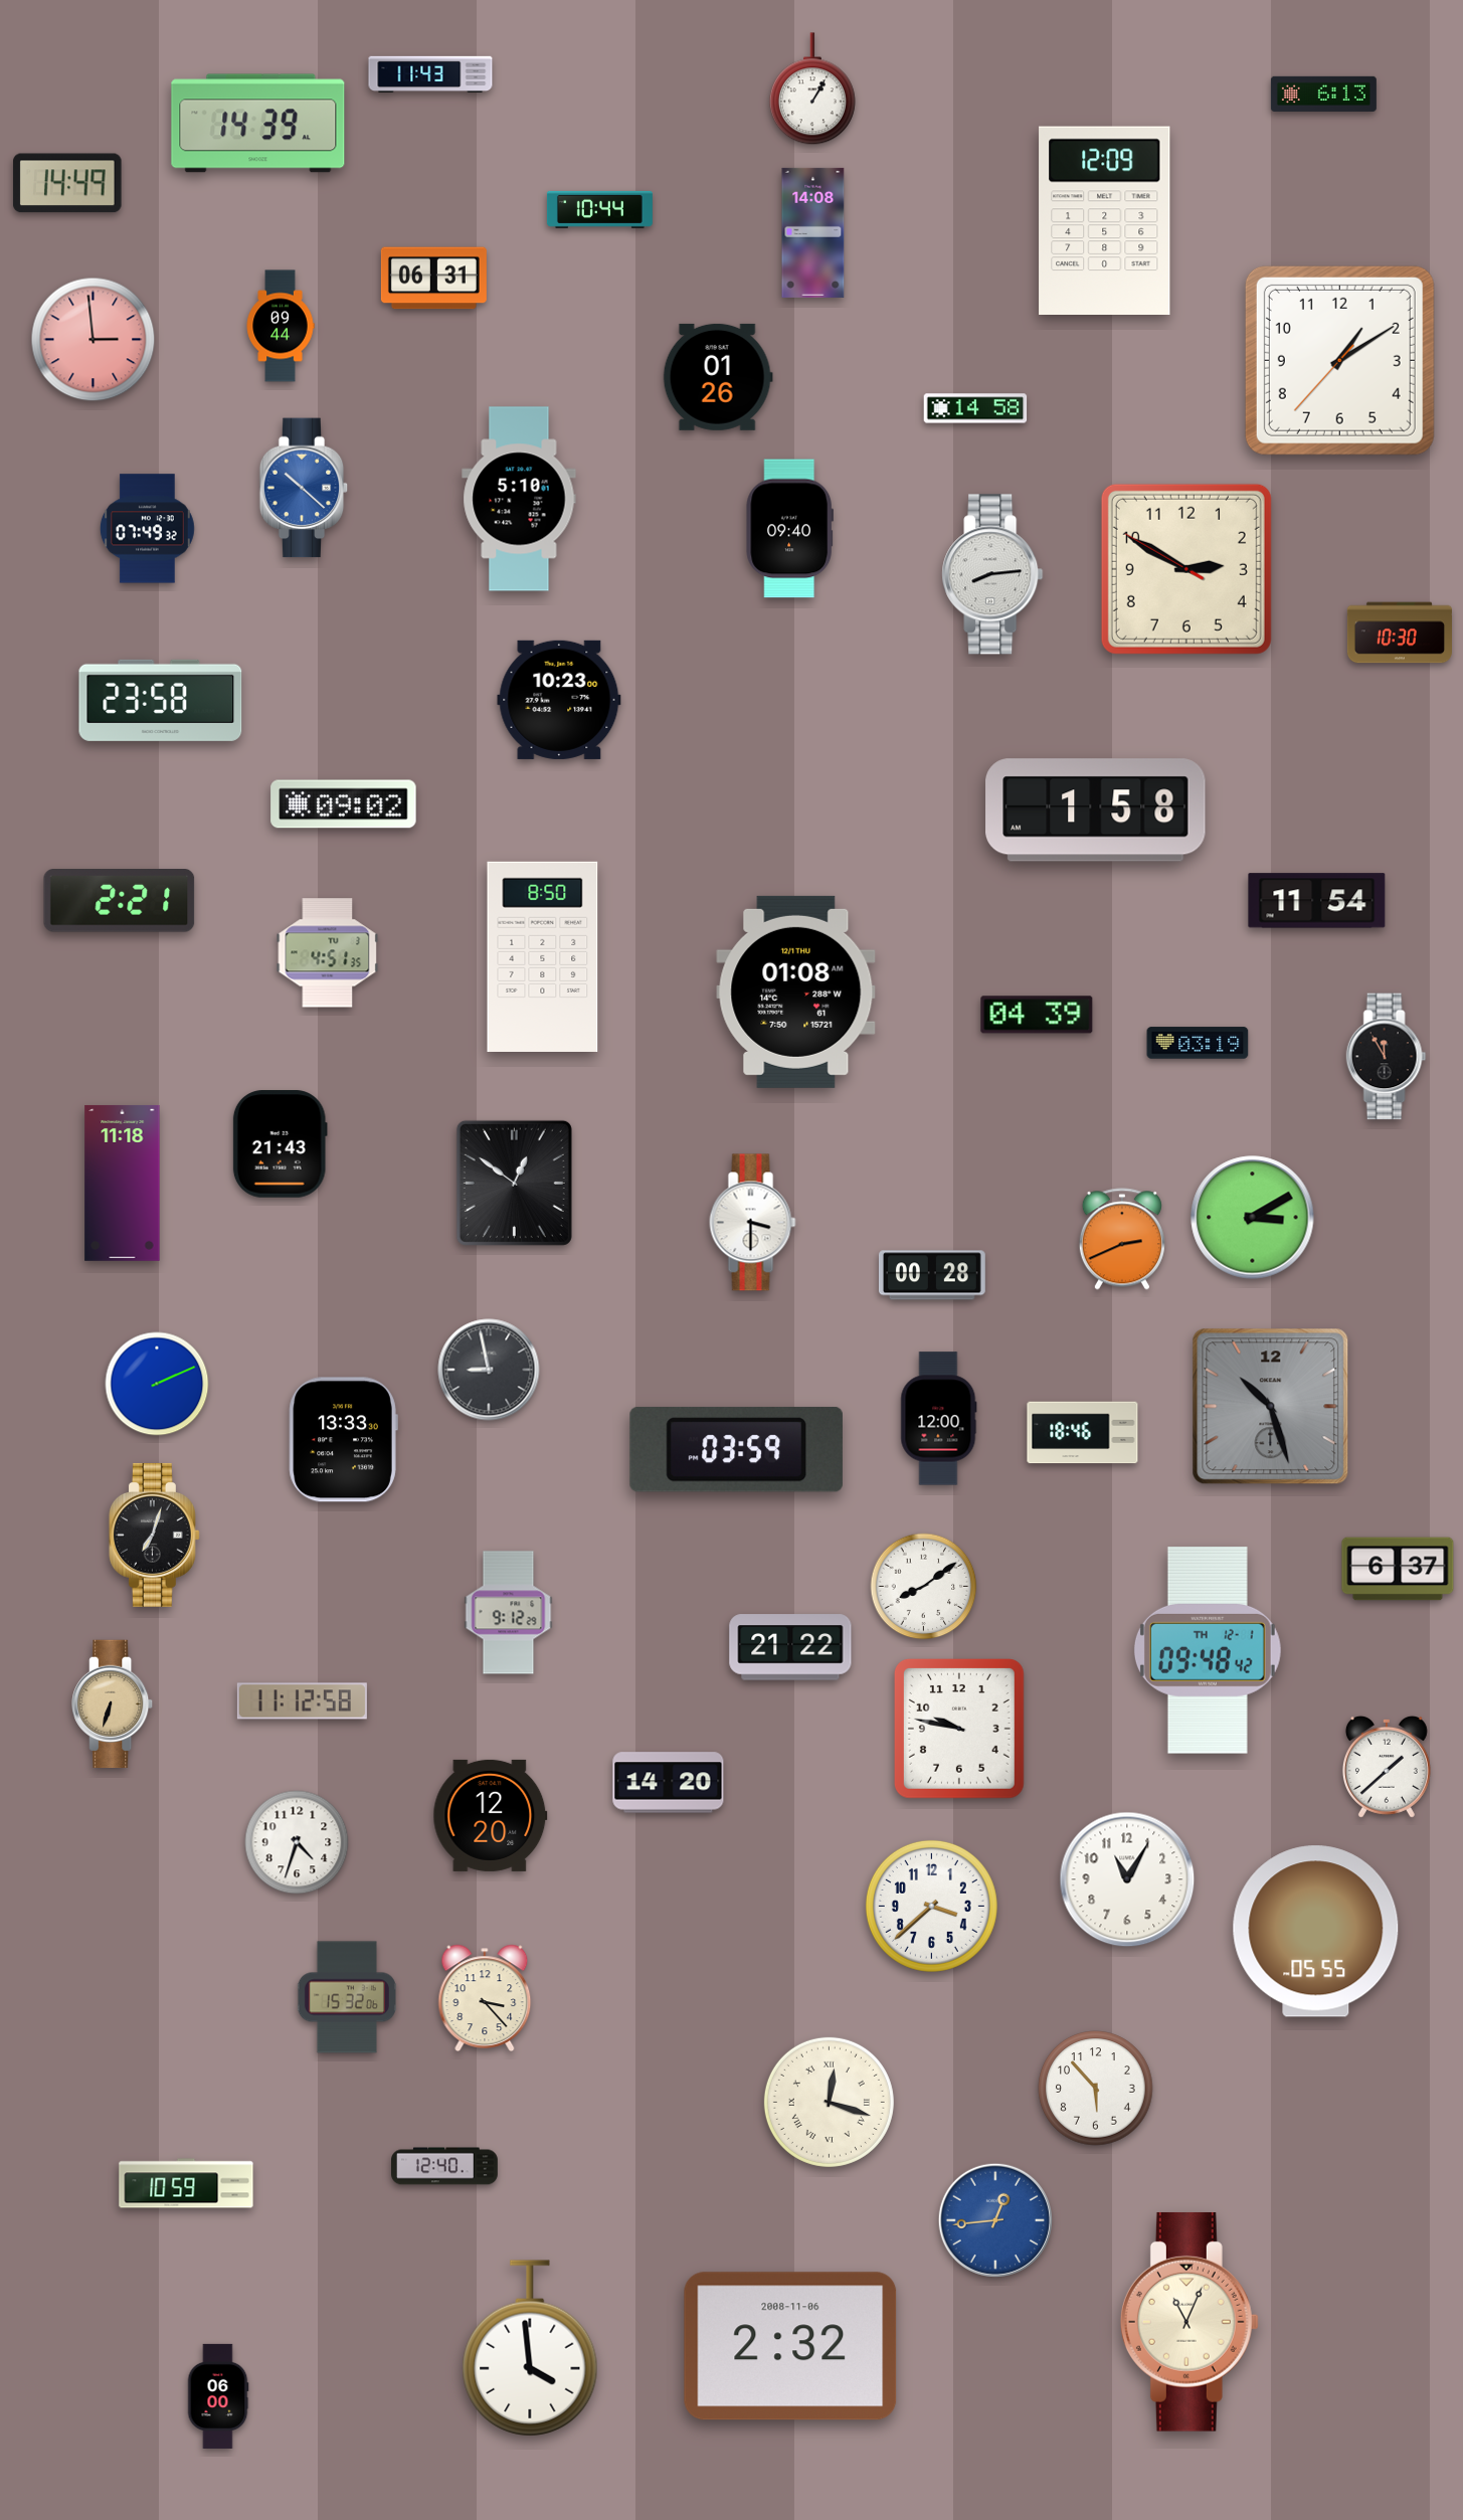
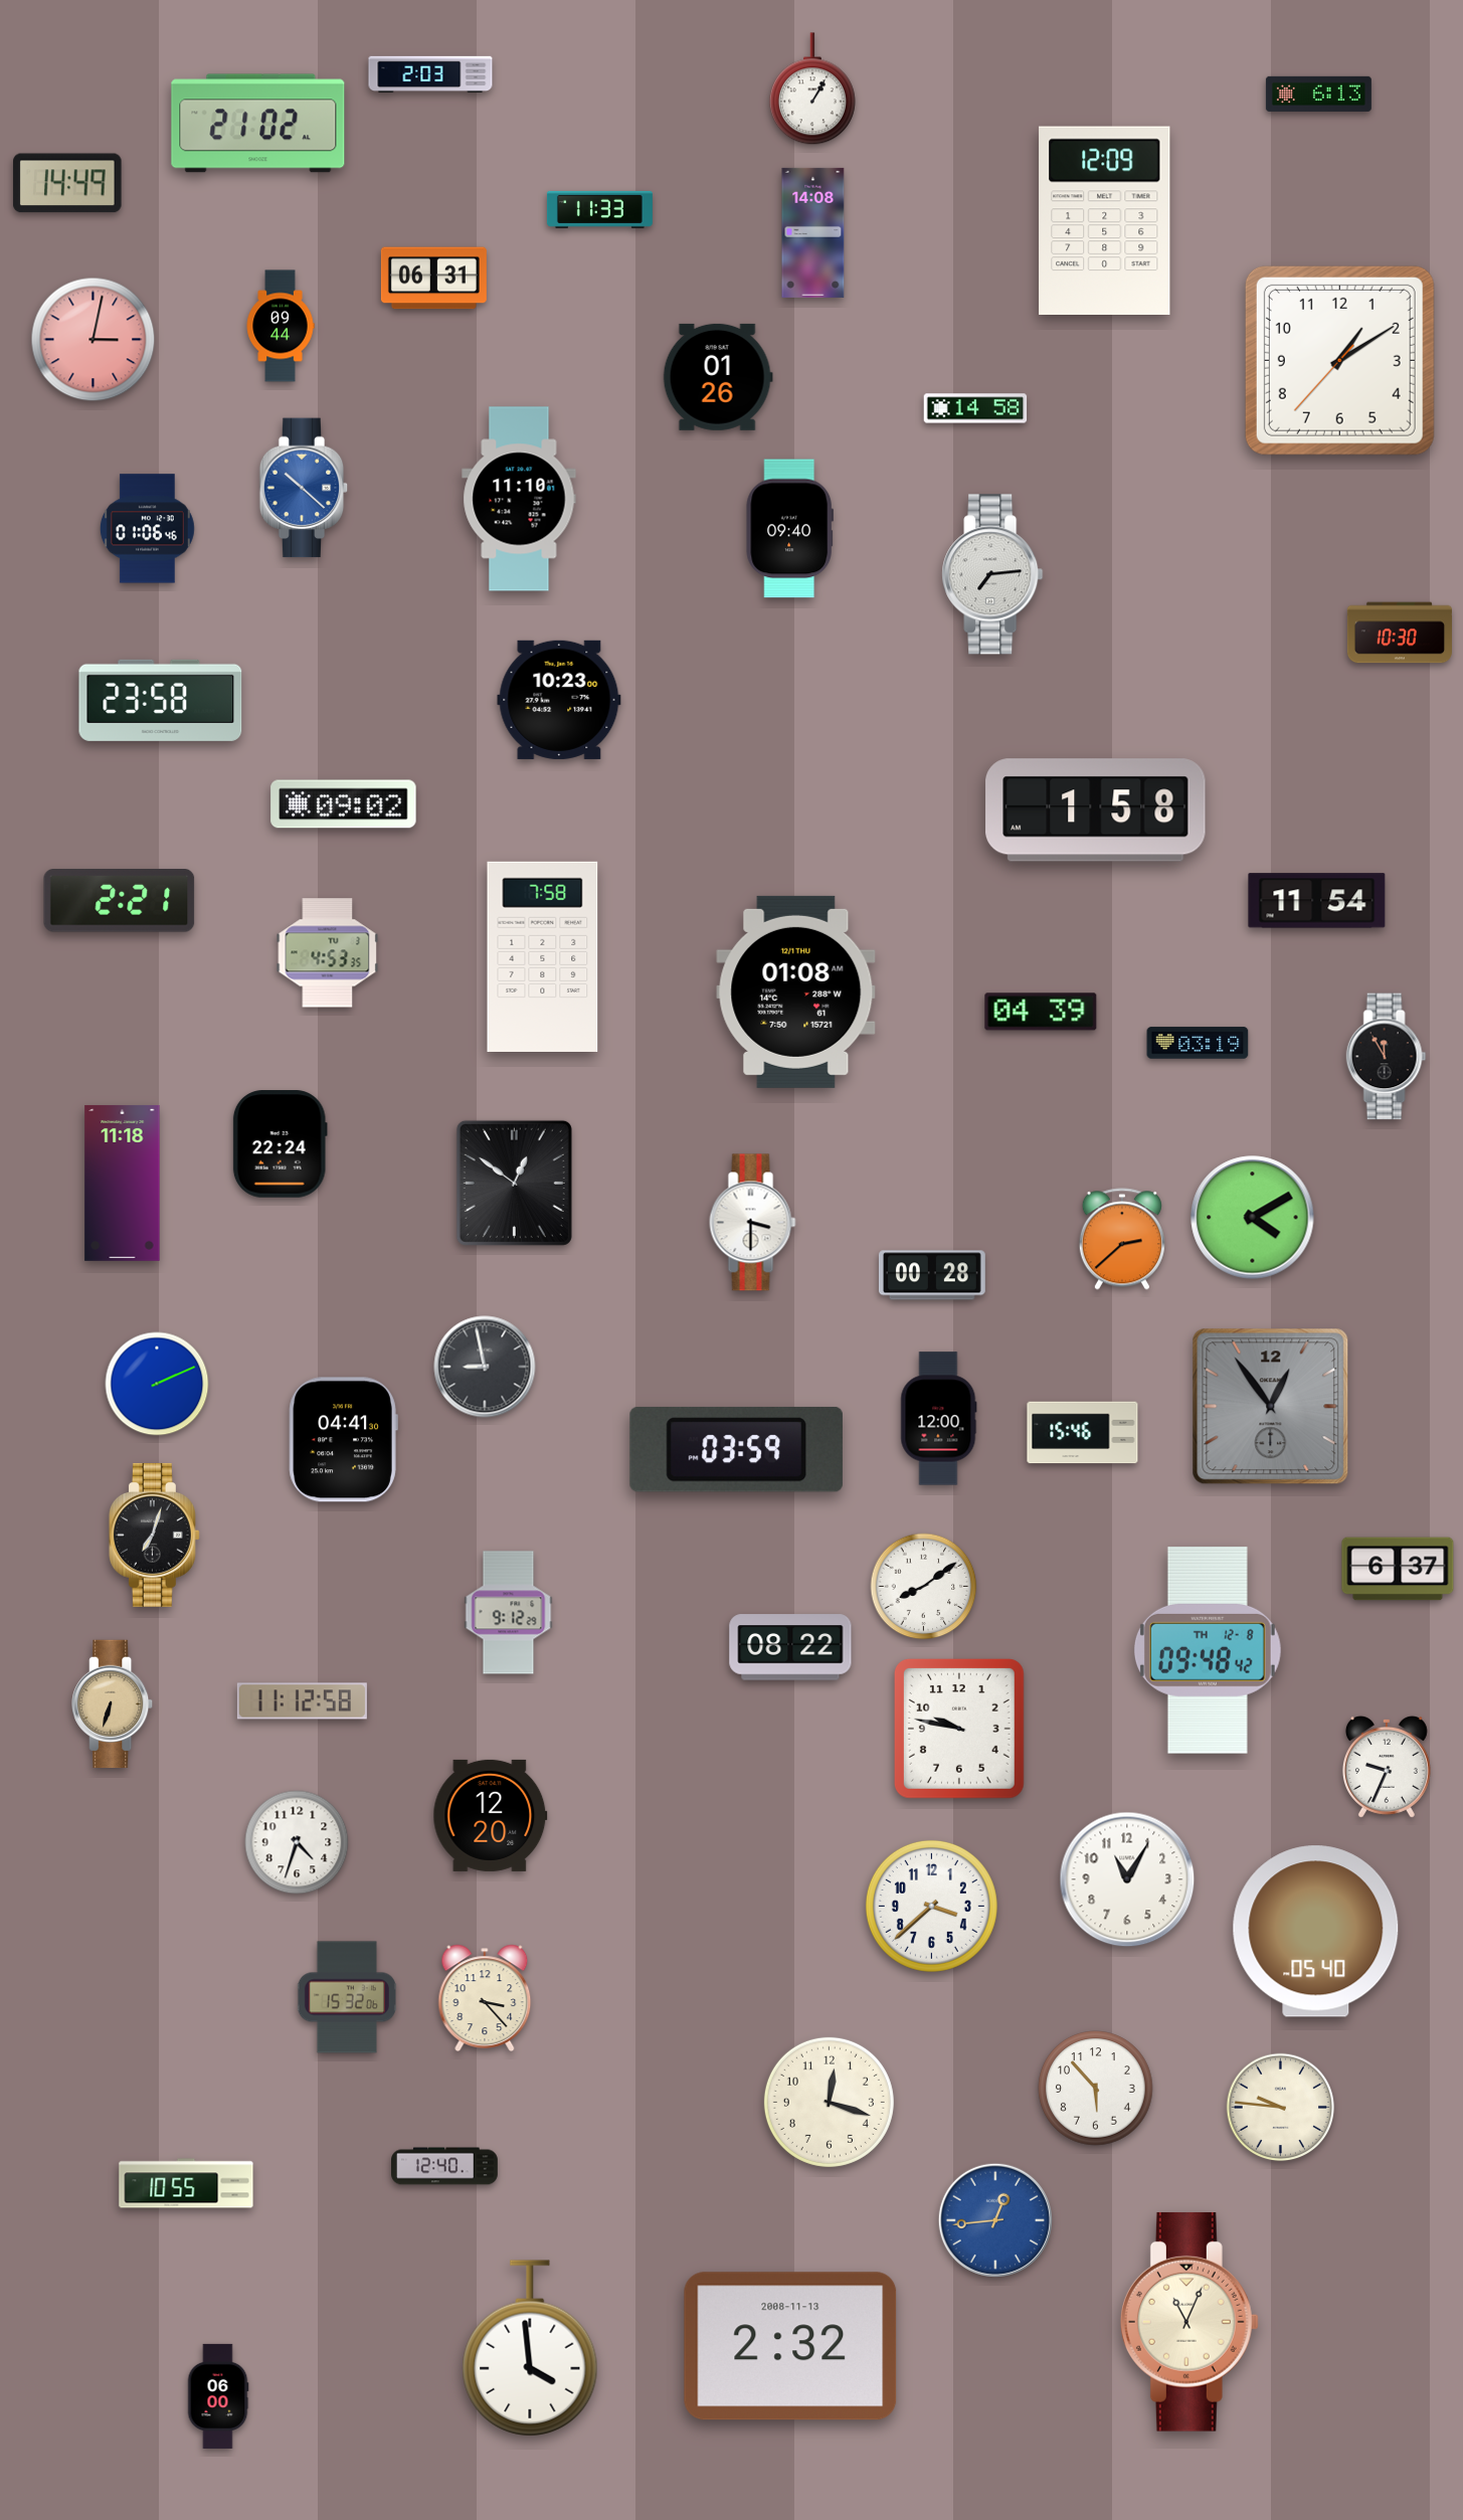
clock at (430, 74): 11:43 -> 2:03
clock at (1323, 94) position: (1323, 94) -> (1318, 94)
clock at (258, 124): 14:39 -> 21:02
clock at (599, 209): 10:44 -> 11:33
clock at (94, 340): 2:59 -> 3:02
clock at (519, 499): 5:10 -> 11:10
clock at (147, 529): 07:49 -> 01:06
clock at (1186, 569): 2:49 -> none
clock at (992, 574): 8:14 -> 7:14
clock at (328, 953): 4:51 -> 4:53
clock at (543, 956): 8:50 -> 7:58
clock at (1037, 1015) position: (1037, 1015) -> (1041, 1012)
clock at (280, 1144): 21:43 -> 22:24
clock at (1253, 1218): 3:10 -> 4:10
clock at (1122, 1239): 2:41 -> 2:38
clock at (489, 1370) position: (489, 1370) -> (485, 1367)
clock at (1271, 1407): 10:27 -> 12:54
clock at (1083, 1433): 18:46 -> 15:46
clock at (343, 1440): 13:33 -> 04:41
clock at (790, 1647): 21:22 -> 08:22
clock at (1208, 1651) date: TH 12-1 -> TH 12-8
clock at (1387, 1767): 1:38 -> 9:34
clock at (669, 1783): 14:20 -> none
clock at (1316, 1932): 05:55 -> 05:40
clock at (829, 2102) numerals: Roman -> Arabic
clock at (1281, 2108): none -> 9:46
clock at (186, 2183): 10:59 -> 10:55
clock at (790, 2346) date: 2008-11-06 -> 2008-11-13
